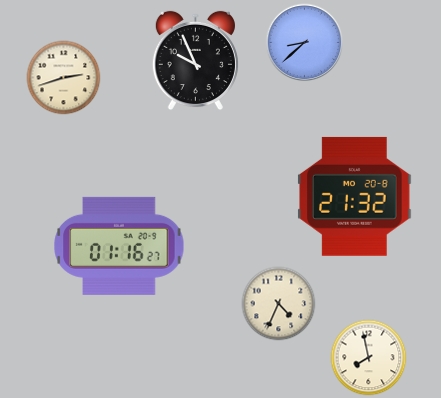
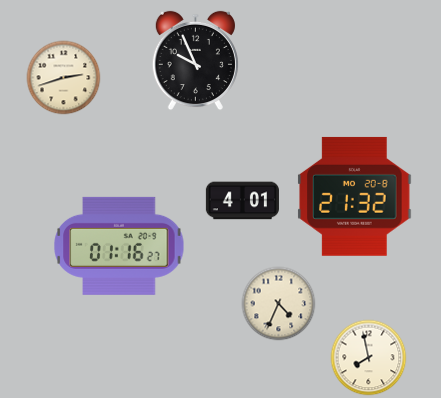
clock at (305, 43): 8:38 -> none
clock at (242, 201): none -> 4:01
